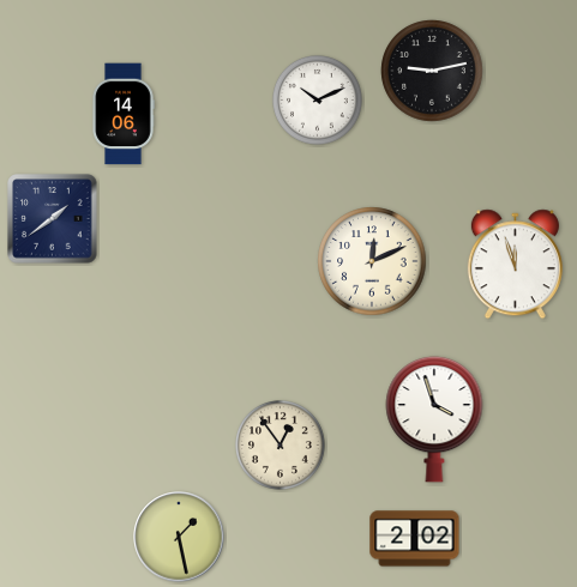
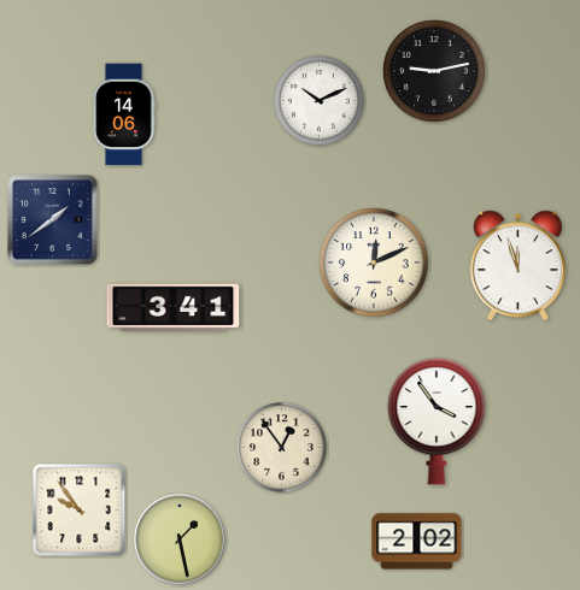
clock at (174, 307): none -> 3:41
clock at (434, 419): 3:57 -> 3:54
clock at (80, 511): none -> 9:54
